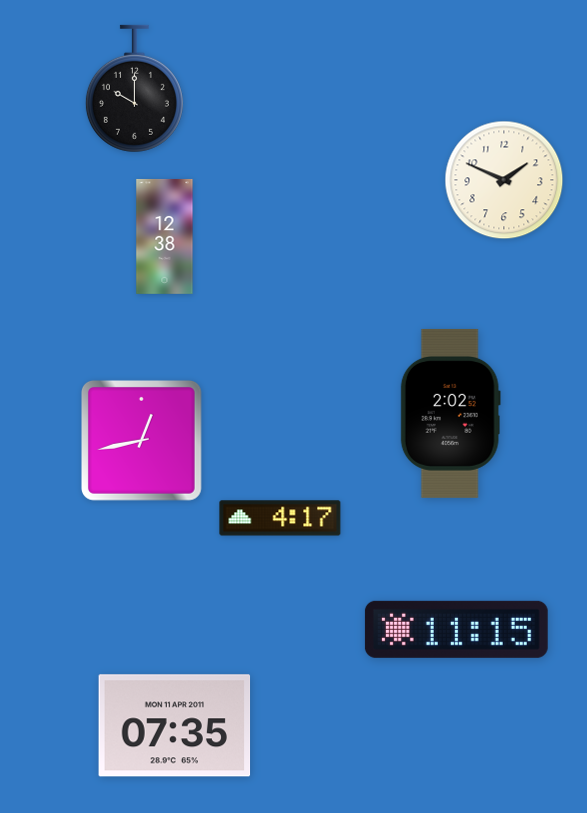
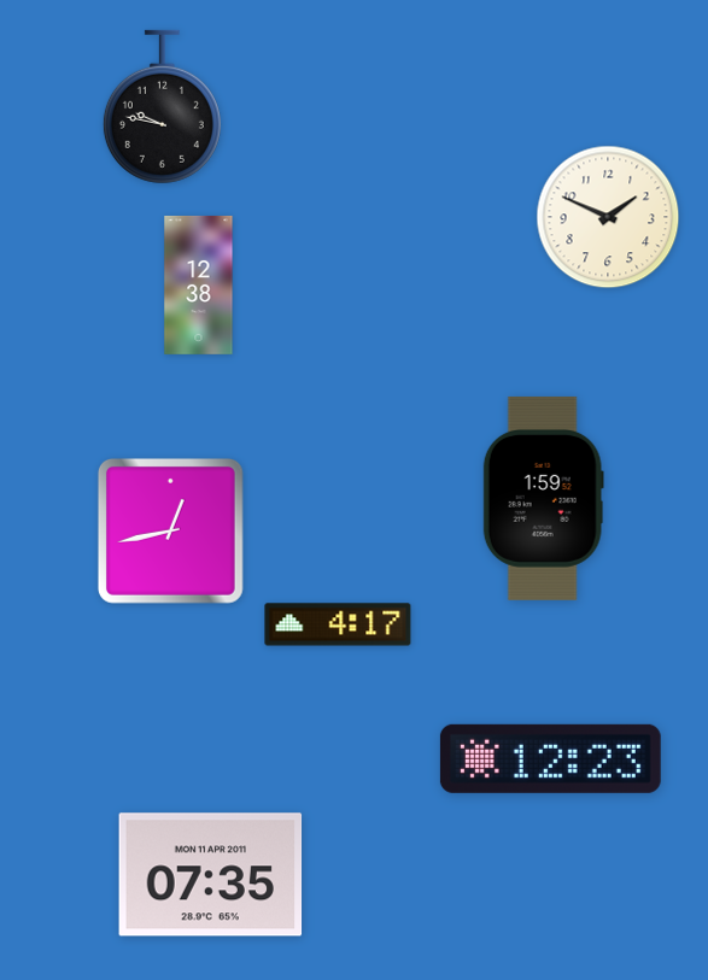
clock at (134, 89): 10:00 -> 9:47
clock at (450, 413): 2:02 -> 1:59
clock at (456, 629): 11:15 -> 12:23
